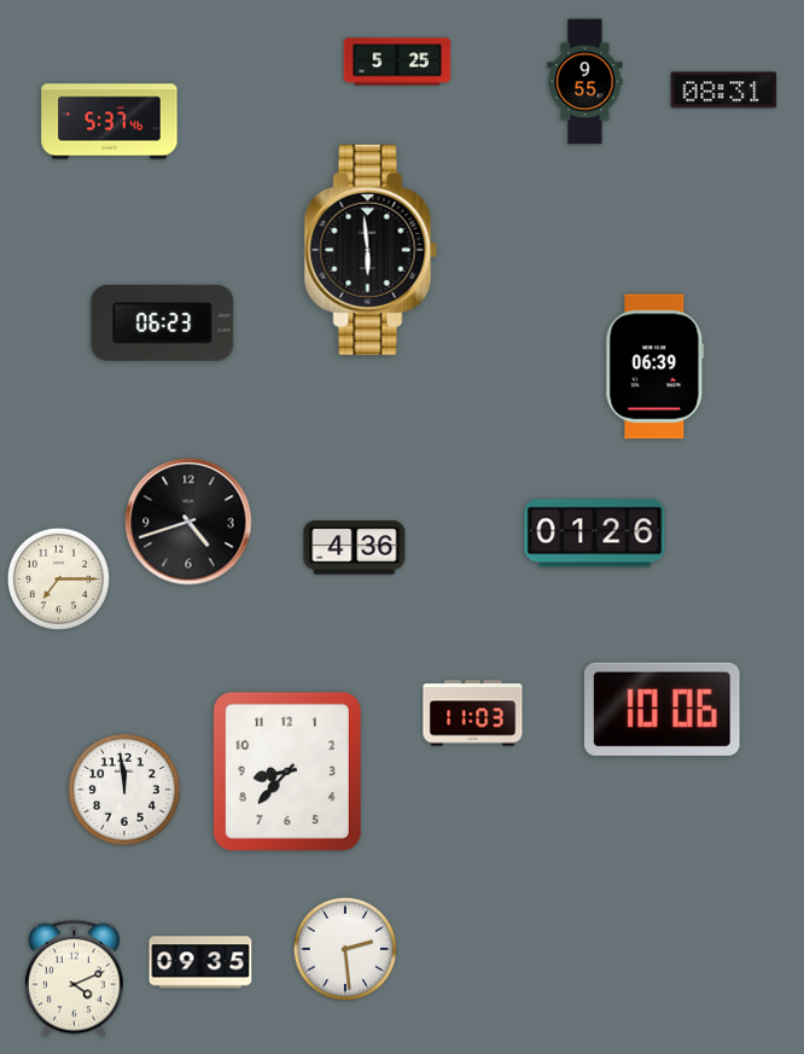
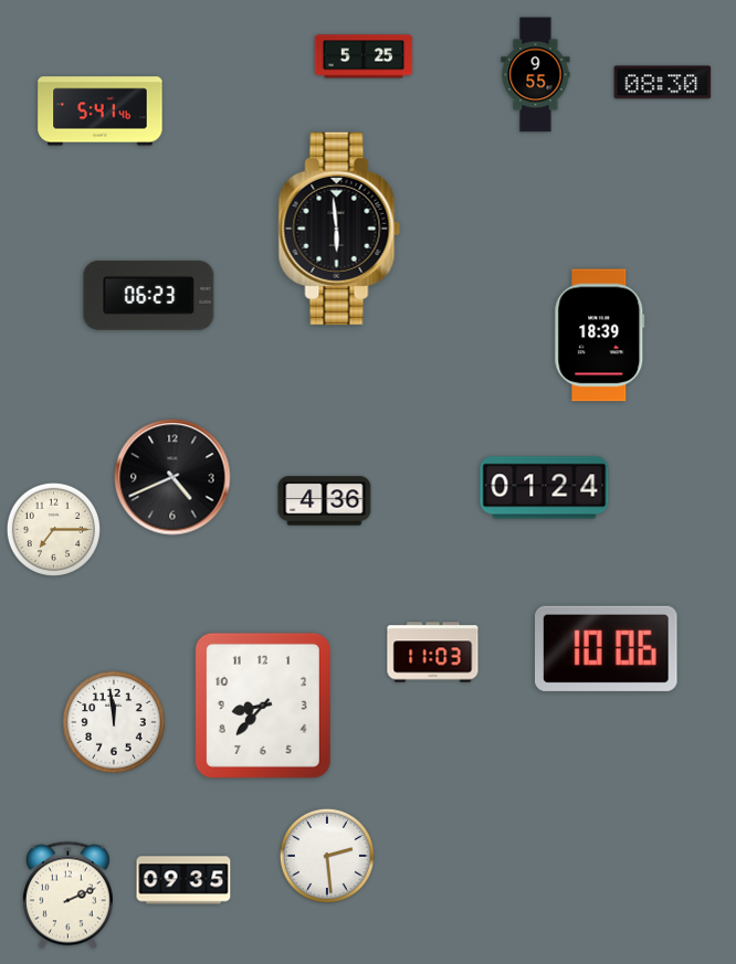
clock at (724, 91): 08:31 -> 08:30
clock at (110, 122): 5:37 -> 5:41
clock at (656, 367): 06:39 -> 18:39
clock at (188, 522): 4:42 -> 4:41
clock at (595, 534): 01:26 -> 01:24
clock at (345, 949) position: (345, 949) -> (327, 856)
clock at (74, 979): 4:11 -> 2:11
